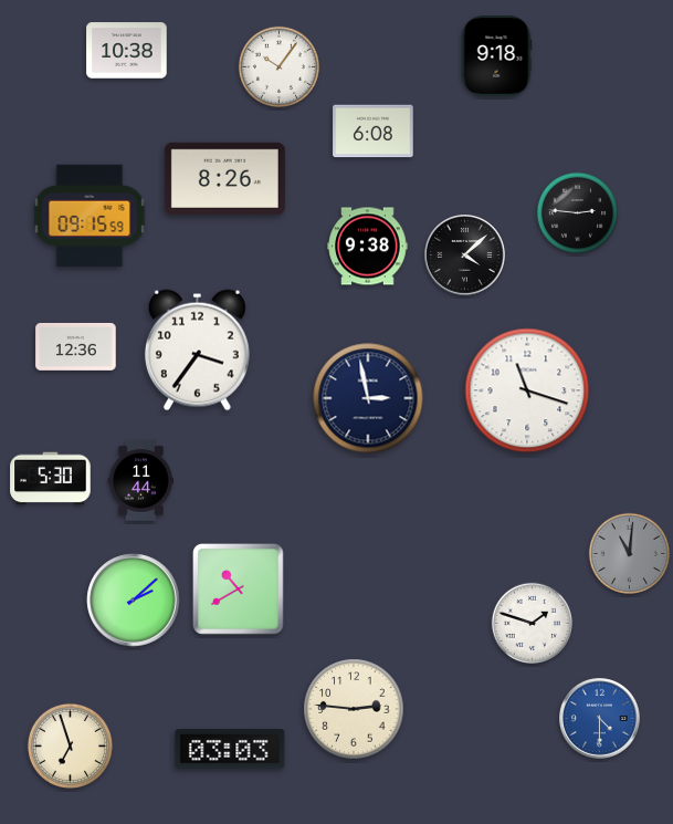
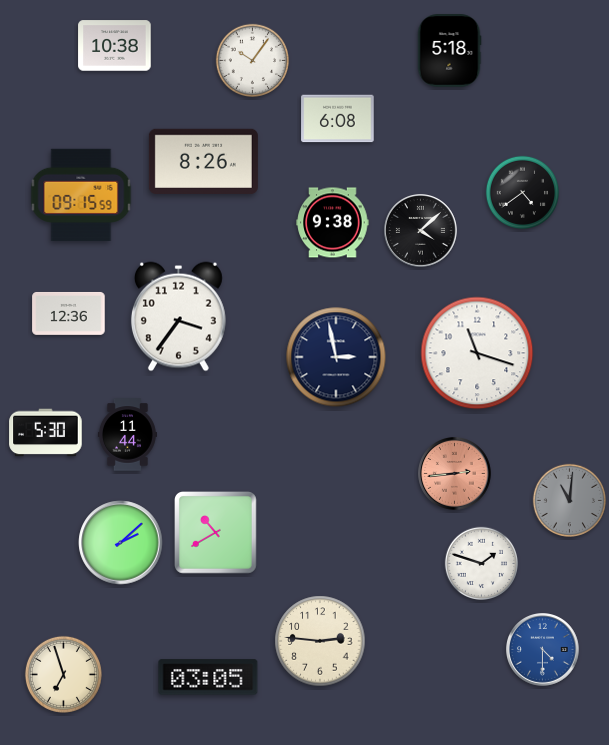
clock at (496, 56): 9:18 -> 5:18
clock at (578, 213): 2:46 -> 4:39
clock at (368, 398) position: (368, 398) -> (336, 357)
clock at (455, 474): none -> 2:44
clock at (230, 749): 03:03 -> 03:05
